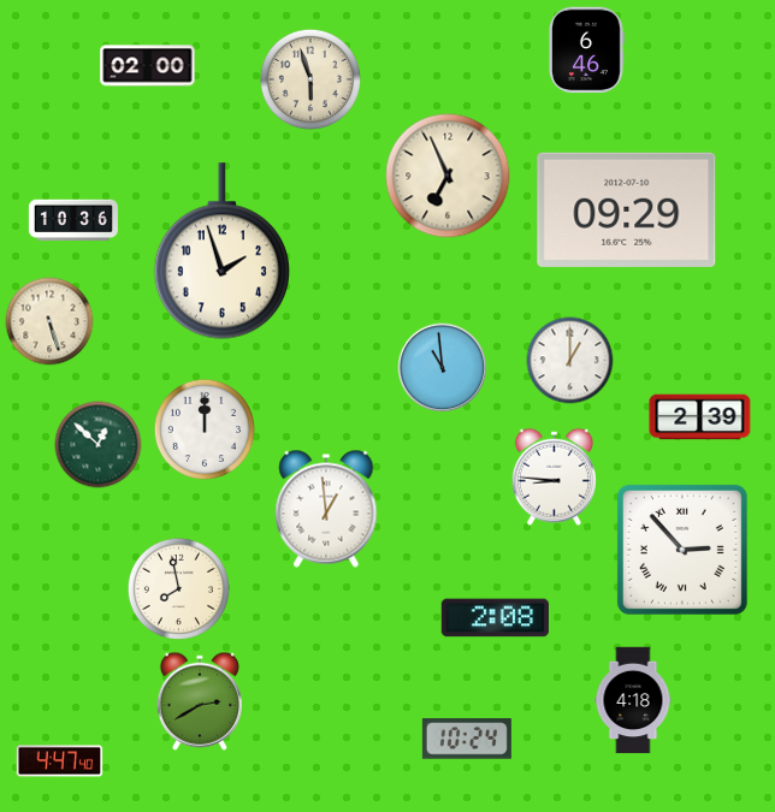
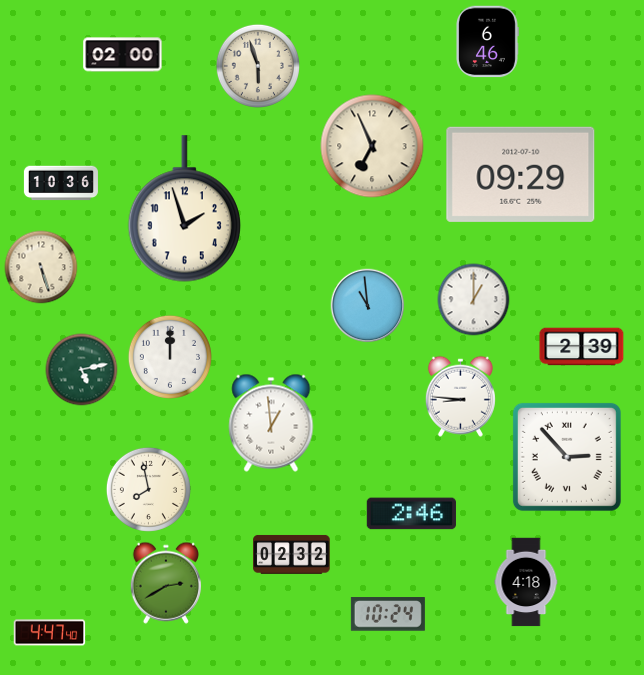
clock at (99, 445): 12:52 -> 5:13
clock at (495, 618): 2:08 -> 2:46
clock at (292, 555): none -> 02:32
